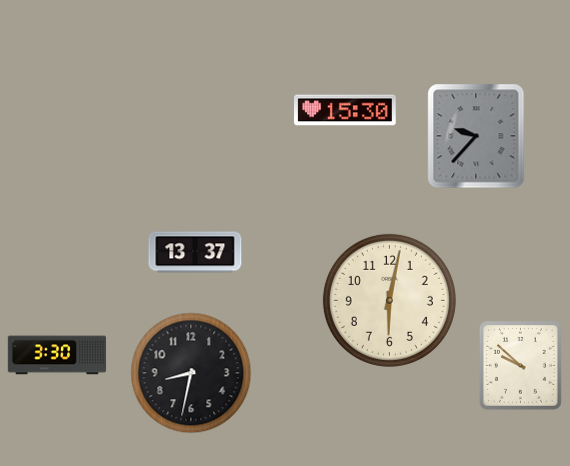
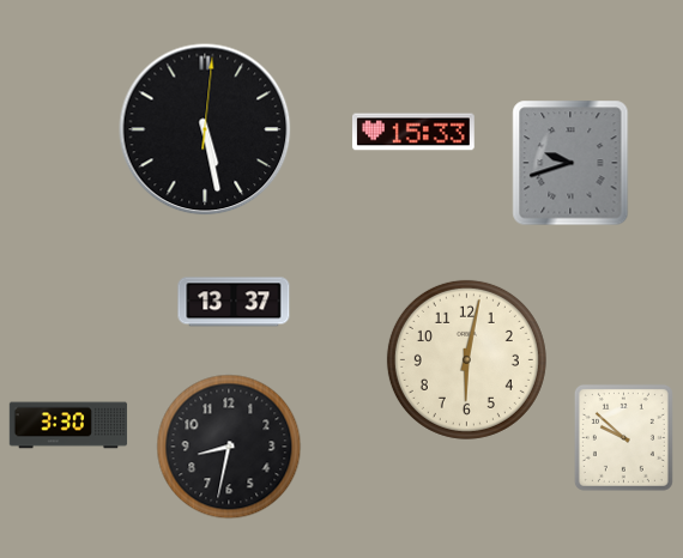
clock at (205, 129): none -> 5:28
clock at (346, 110): 15:30 -> 15:33
clock at (476, 136): 9:37 -> 9:42
